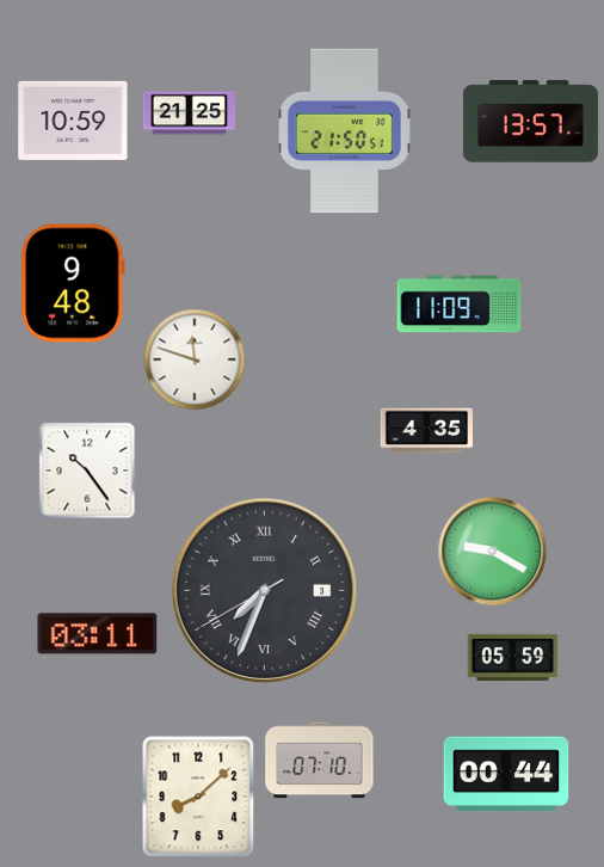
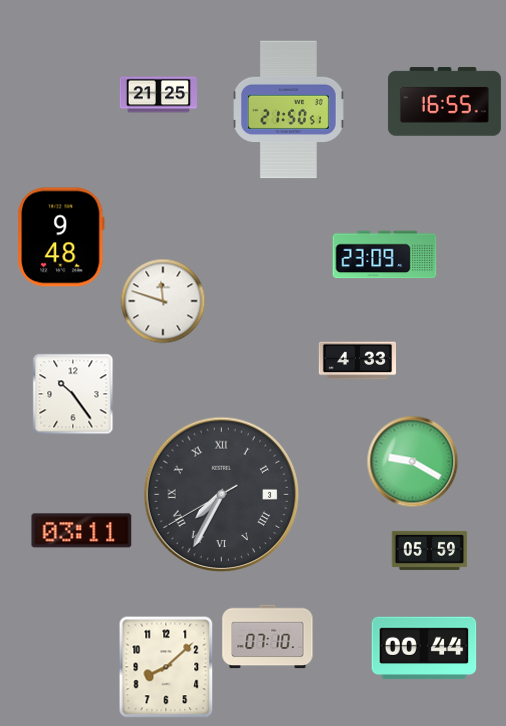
clock at (73, 121): 10:59 -> none
clock at (530, 122): 13:57 -> 16:55
clock at (460, 305): 11:09 -> 23:09
clock at (426, 431): 4:35 -> 4:33
clock at (265, 591): 7:33 -> 7:34
